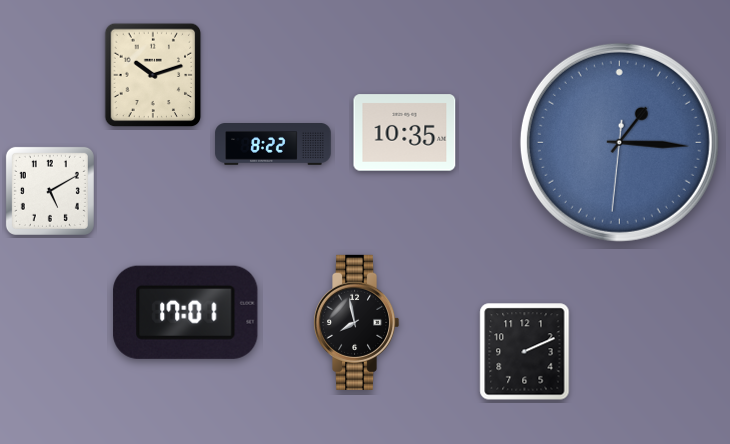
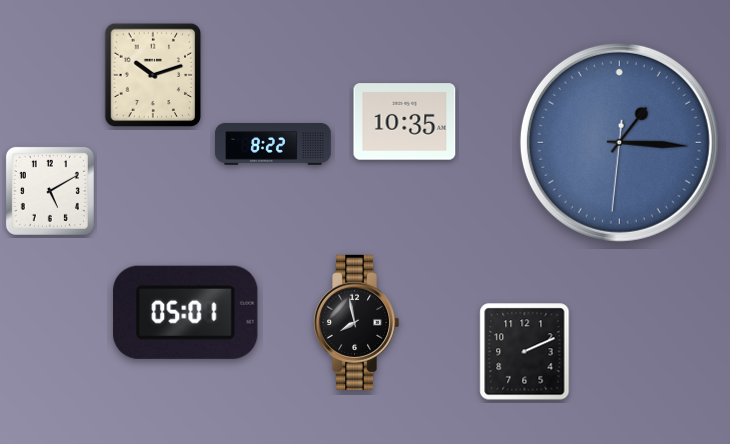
clock at (405, 133) position: (405, 133) -> (405, 122)
clock at (186, 312): 17:01 -> 05:01
